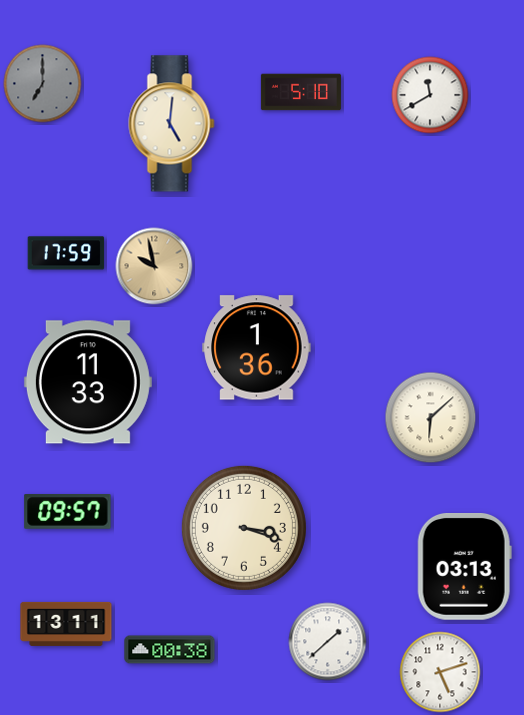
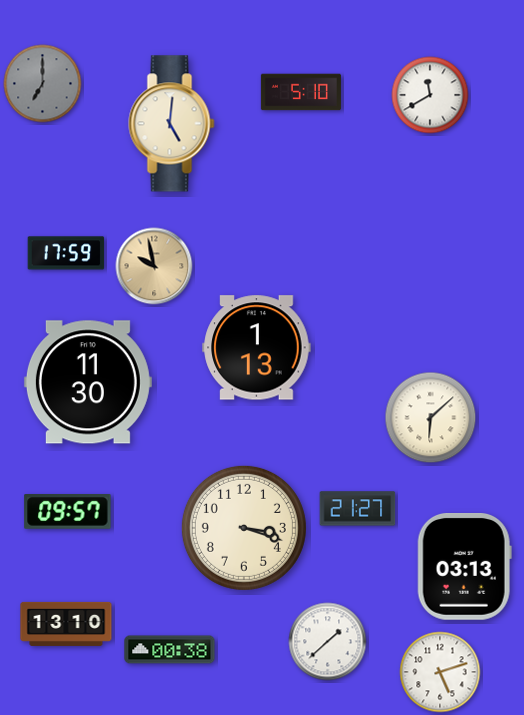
clock at (257, 348): 1:36 -> 1:13
clock at (88, 382): 11:33 -> 11:30
clock at (358, 509): none -> 21:27
clock at (66, 624): 13:11 -> 13:10
